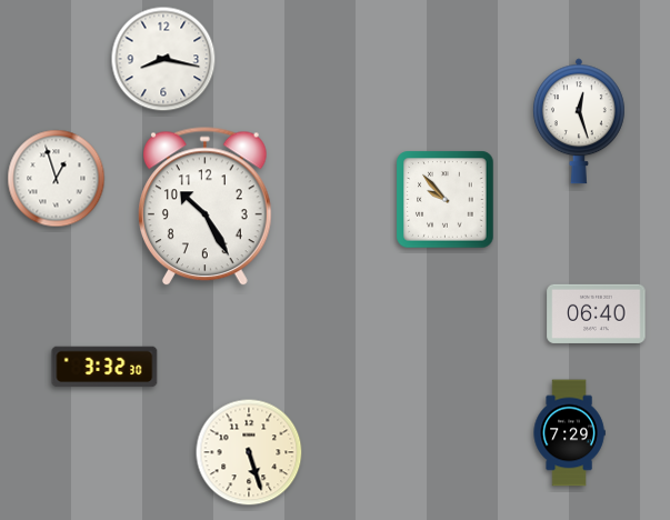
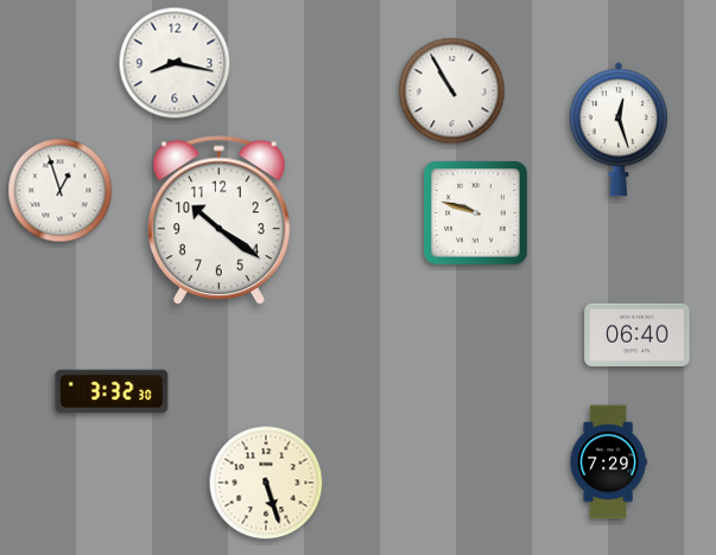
clock at (452, 91): none -> 10:55
clock at (446, 200): 9:53 -> 9:48
clock at (206, 207): 10:25 -> 10:21
